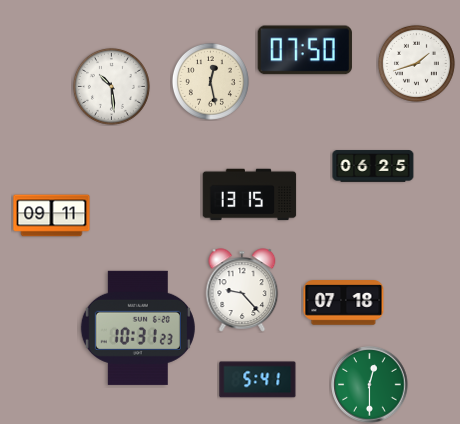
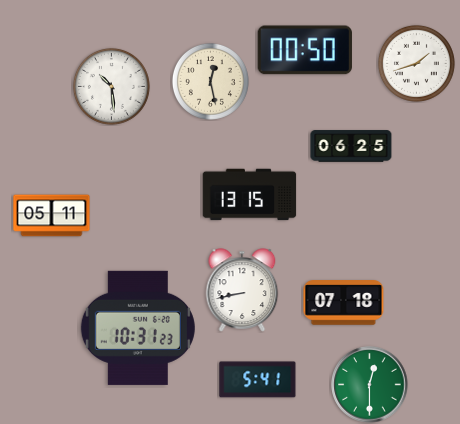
clock at (304, 50): 07:50 -> 00:50
clock at (373, 166) position: (373, 166) -> (351, 146)
clock at (52, 216): 09:11 -> 05:11
clock at (242, 290): 9:23 -> 8:43
